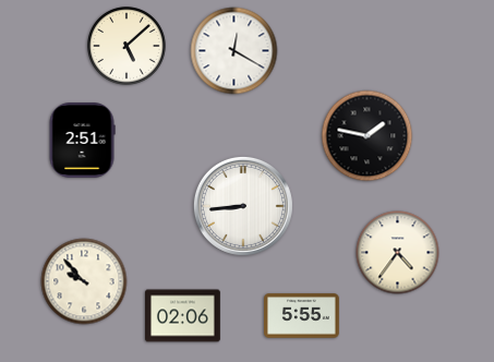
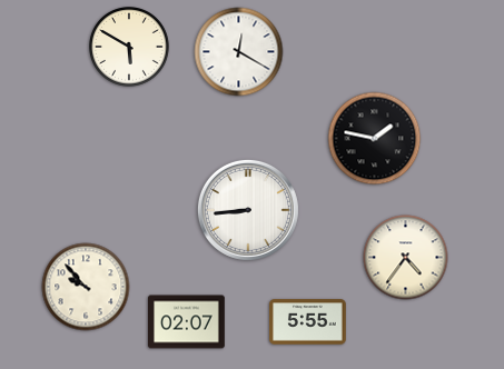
clock at (128, 47): 5:08 -> 5:50
clock at (82, 141): 2:51 -> none
clock at (183, 316): 02:06 -> 02:07
